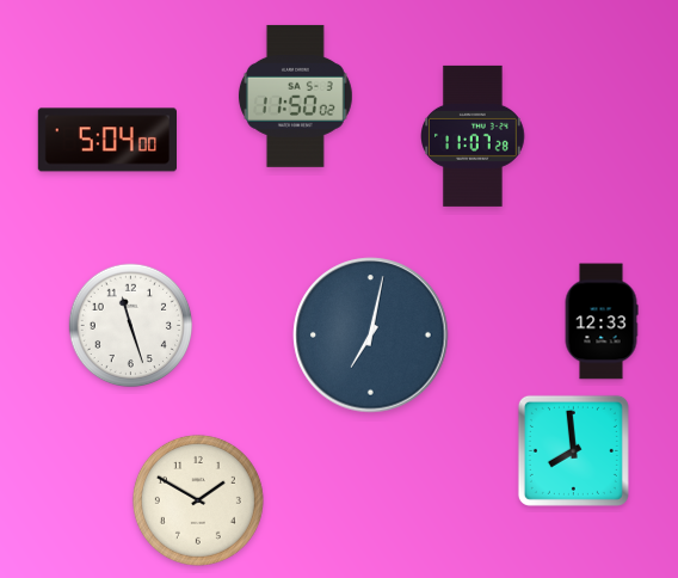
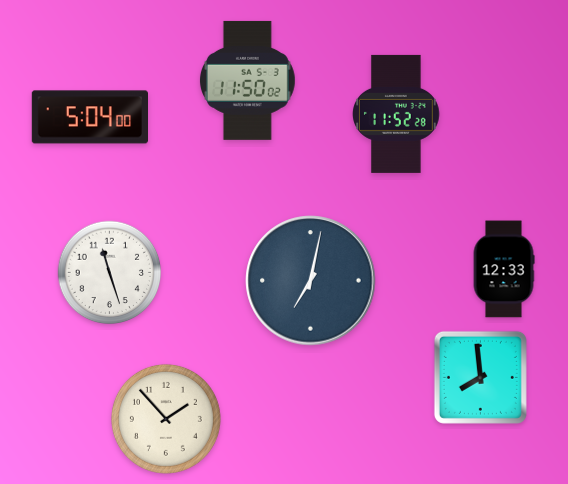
clock at (474, 136): 11:07 -> 11:52
clock at (198, 500): 1:50 -> 1:53
